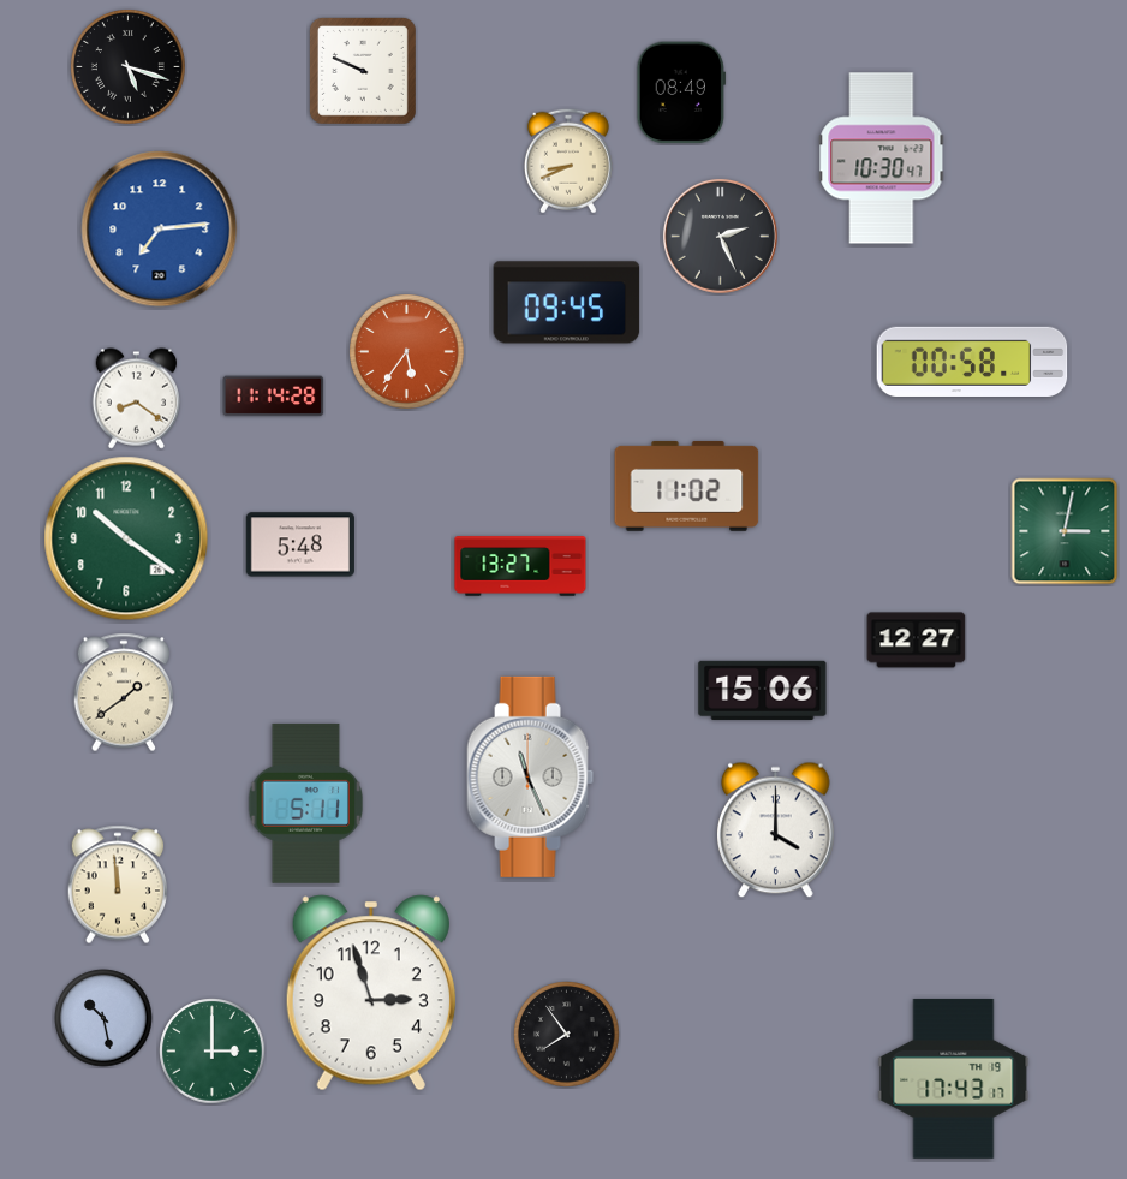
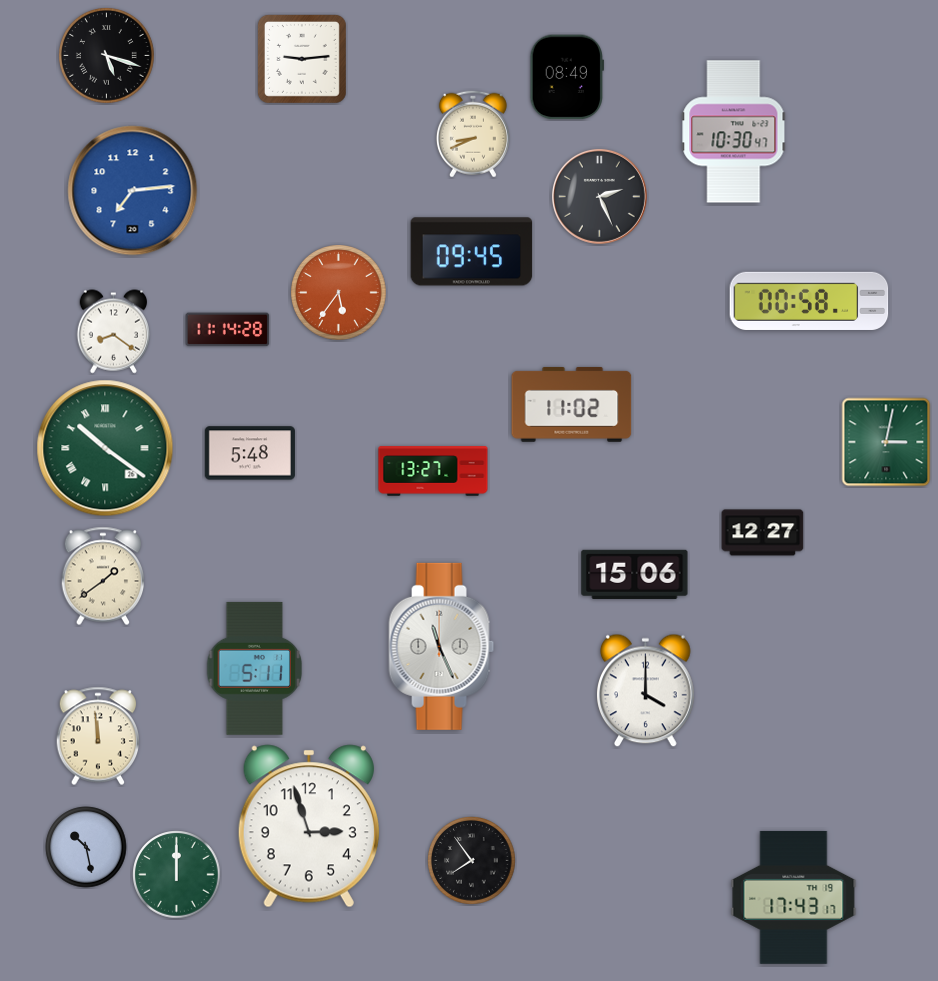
clock at (363, 71): 9:49 -> 9:14
clock at (126, 538) numerals: Arabic -> Roman
clock at (213, 1052): 3:00 -> 12:00
